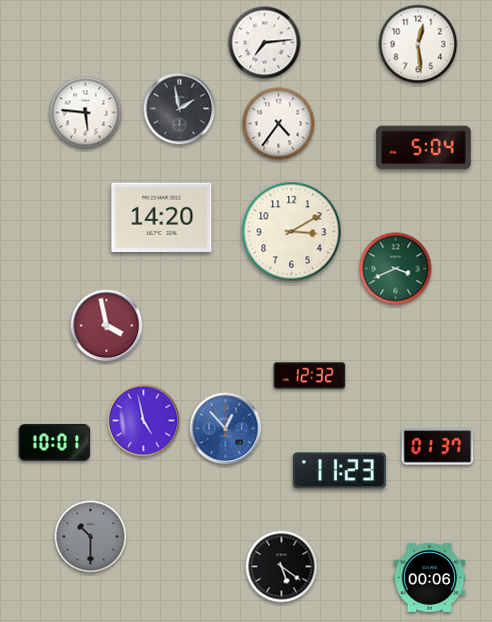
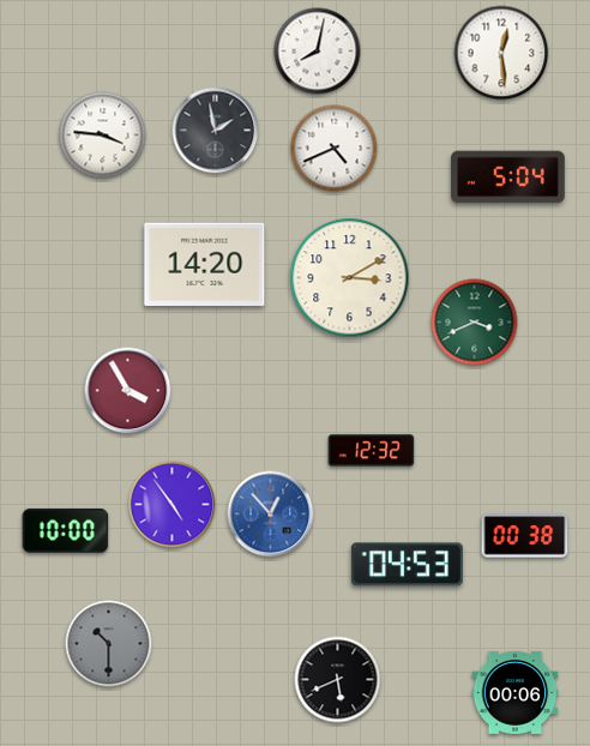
clock at (265, 43): 7:14 -> 8:02
clock at (86, 113): 5:46 -> 3:46
clock at (279, 124): 4:36 -> 4:41
clock at (162, 217) position: (162, 217) -> (205, 264)
clock at (107, 326): 3:58 -> 3:55
clock at (144, 421): 4:58 -> 4:54
clock at (55, 442): 10:01 -> 10:00
clock at (438, 447): 01:37 -> 00:38
clock at (339, 471): 11:23 -> 04:53
clock at (282, 567): 5:21 -> 5:41
